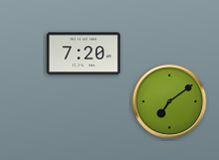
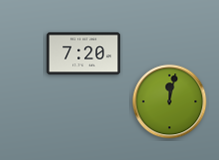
clock at (170, 102): 7:09 -> 12:02
